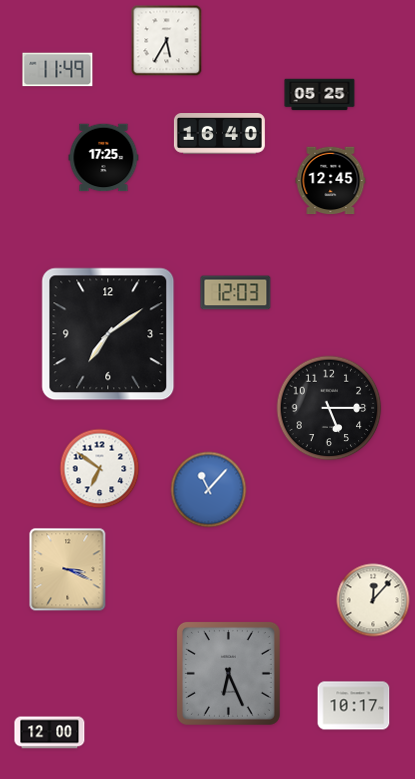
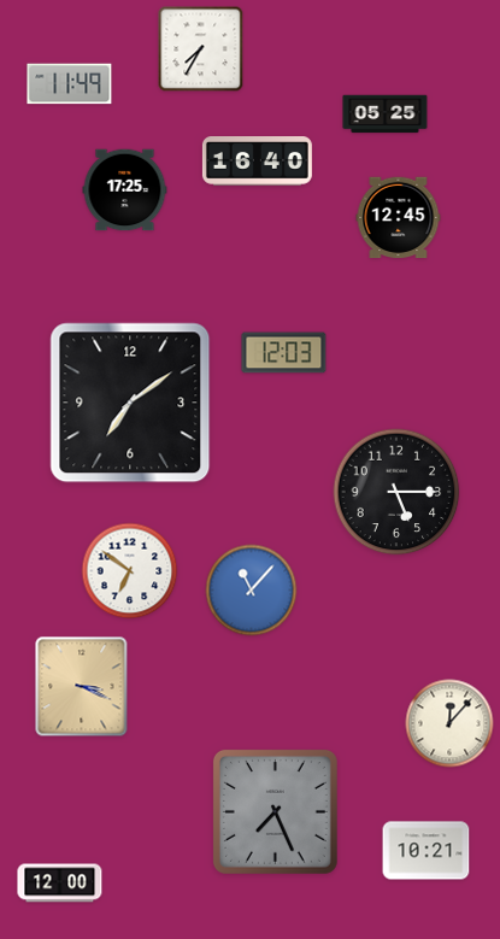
clock at (167, 41): 5:35 -> 7:35
clock at (219, 134) position: (219, 134) -> (257, 162)
clock at (100, 469) position: (100, 469) -> (130, 571)
clock at (228, 673): 6:26 -> 7:26
clock at (354, 706): 10:17 -> 10:21
